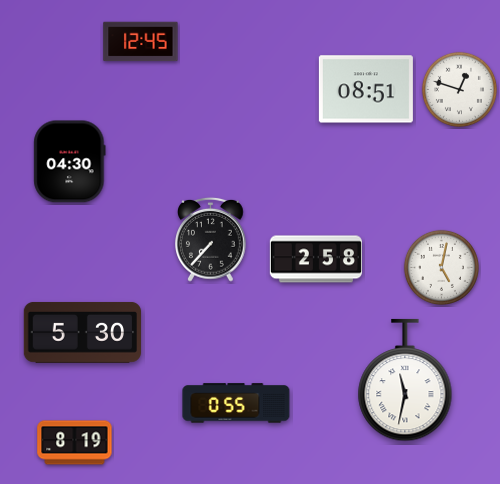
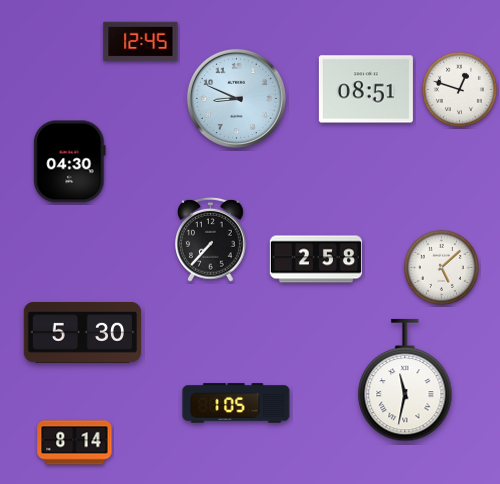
clock at (236, 98): none -> 8:49
clock at (441, 267): 5:02 -> 5:08
clock at (236, 403): 0:55 -> 1:05
clock at (75, 443): 8:19 -> 8:14
